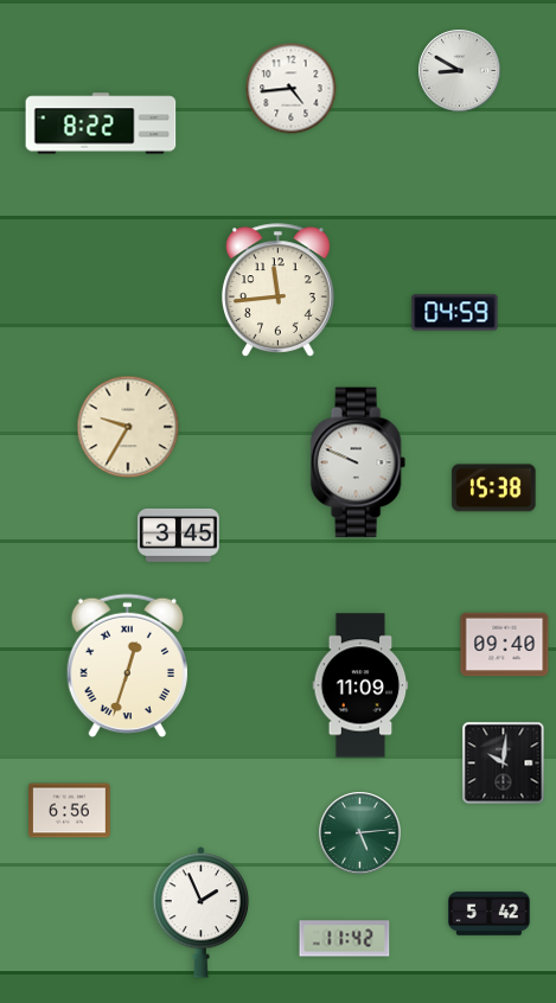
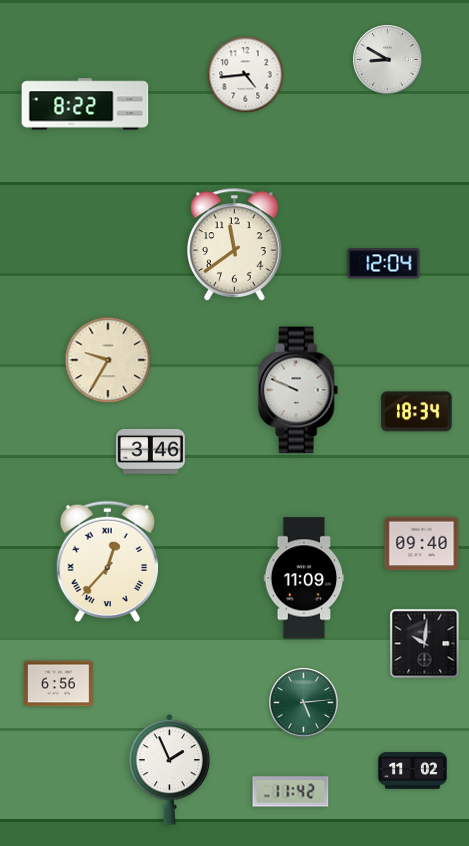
clock at (279, 290): 11:44 -> 11:39
clock at (455, 313): 04:59 -> 12:04
clock at (358, 462) position: (358, 462) -> (298, 390)
clock at (494, 488): 15:38 -> 18:34
clock at (178, 535): 3:45 -> 3:46
clock at (505, 645) position: (505, 645) -> (422, 544)
clock at (127, 666): 12:33 -> 12:37
clock at (490, 914): 5:42 -> 11:02
